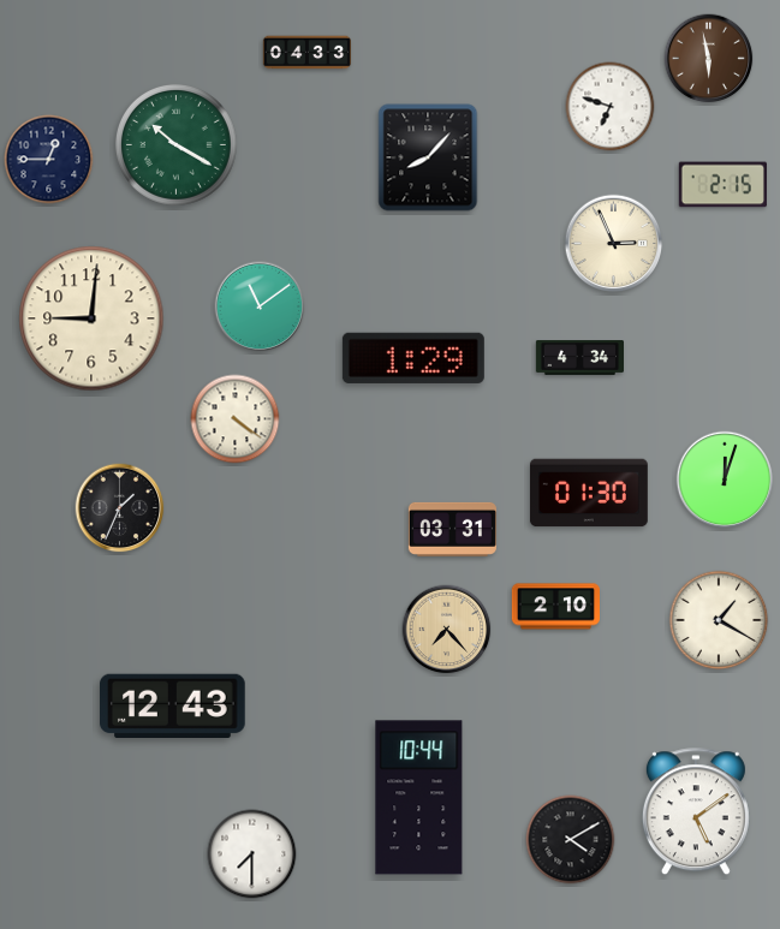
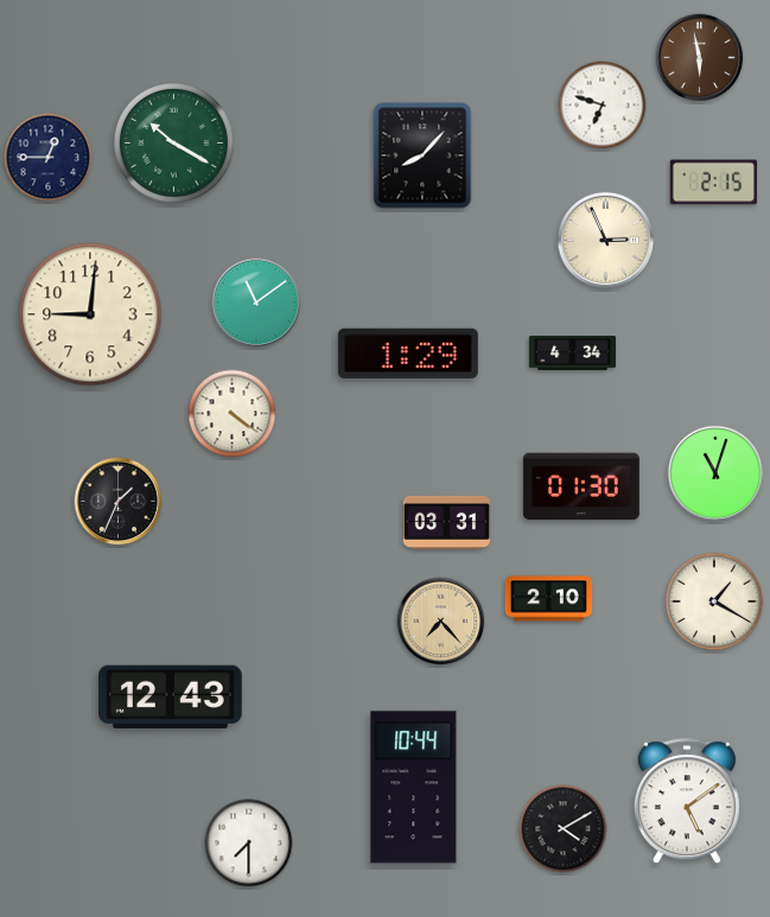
clock at (306, 53): 04:33 -> none
clock at (725, 480): 12:03 -> 11:03
clock at (719, 620) position: (719, 620) -> (714, 601)
